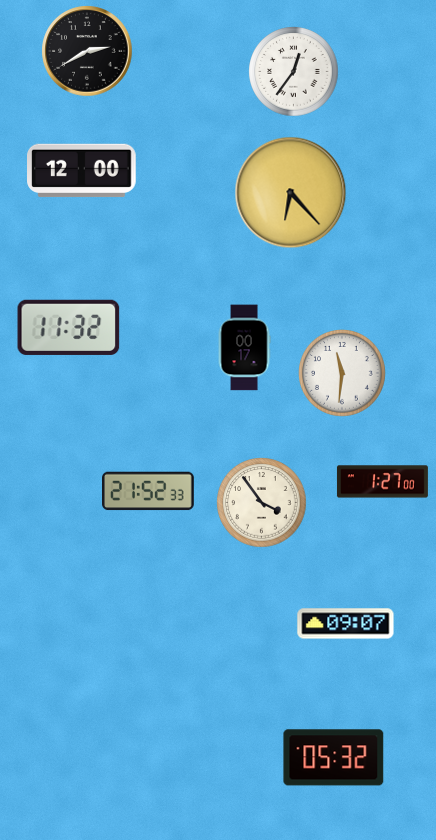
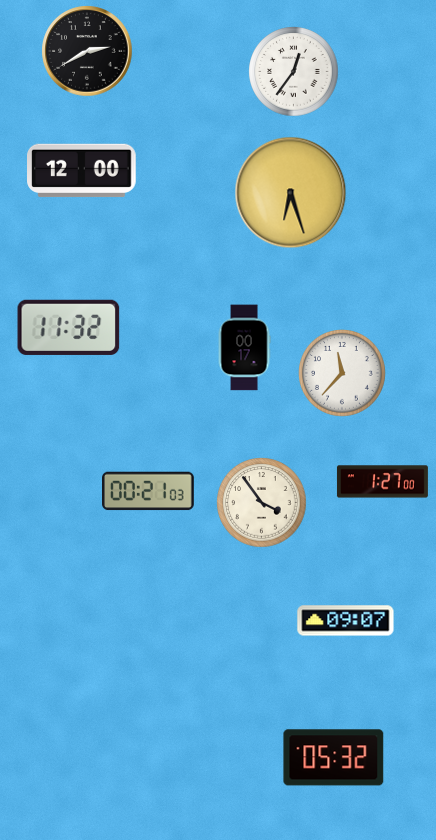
clock at (291, 193): 6:23 -> 6:27
clock at (343, 374): 11:31 -> 11:37
clock at (149, 491): 21:52 -> 00:21
clock at (346, 624) position: (346, 624) -> (346, 621)
